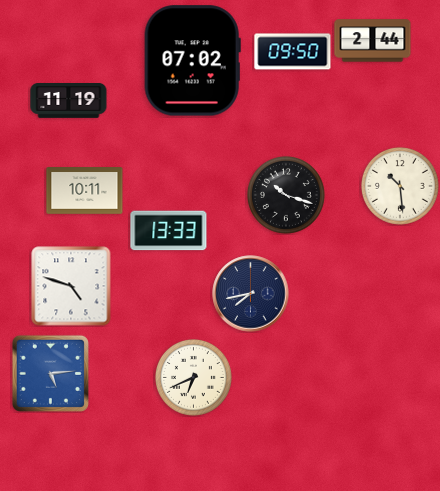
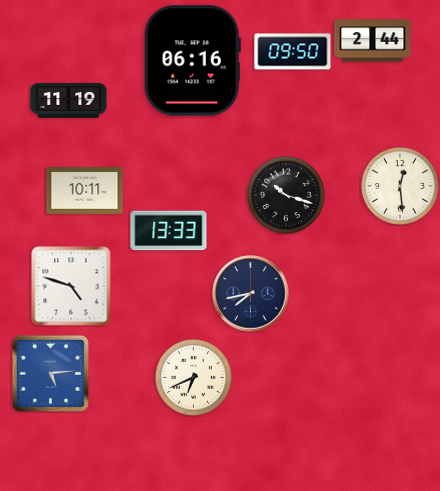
clock at (192, 61): 07:02 -> 06:16
clock at (400, 186): 10:29 -> 12:29
